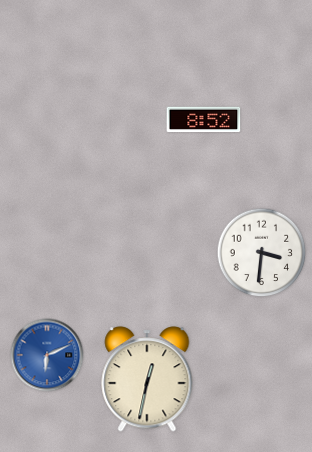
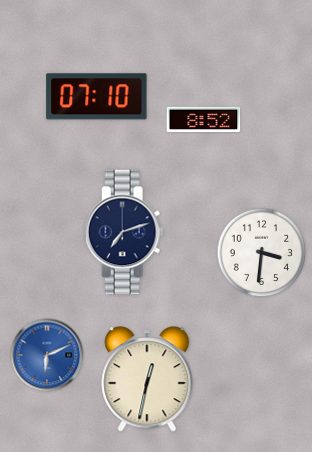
clock at (97, 97): none -> 07:10
clock at (124, 232): none -> 7:12
